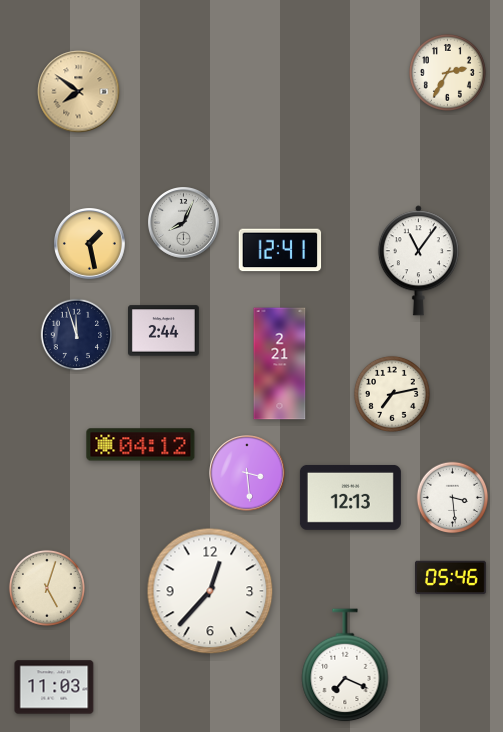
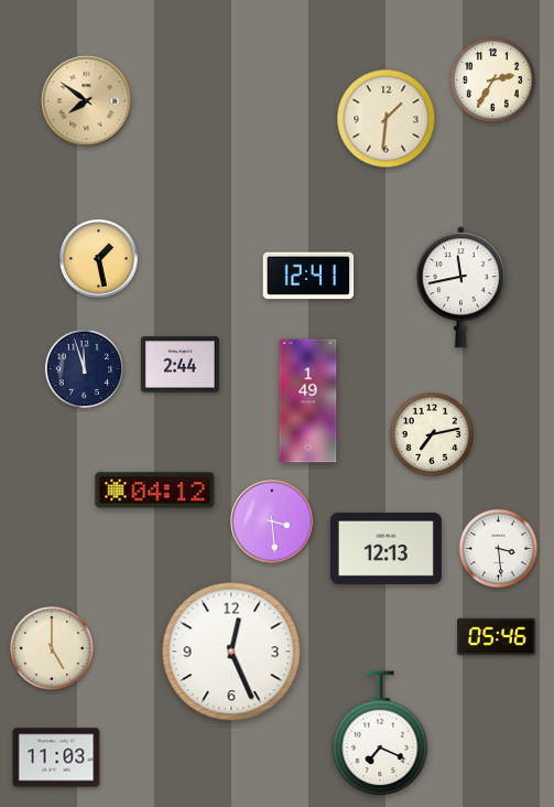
clock at (387, 119): none -> 1:31
clock at (184, 223): 8:04 -> none
clock at (90, 244) position: (90, 244) -> (99, 259)
clock at (418, 261): 11:06 -> 11:43
clock at (280, 364): 2:21 -> 1:49
clock at (47, 588): 5:03 -> 5:00
clock at (210, 591): 12:37 -> 12:26
clock at (54, 687) position: (54, 687) -> (56, 757)
